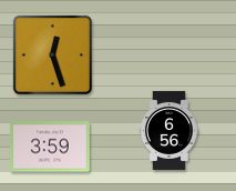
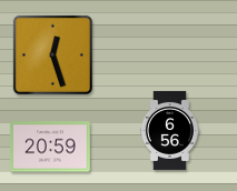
clock at (50, 147): 3:59 -> 20:59
